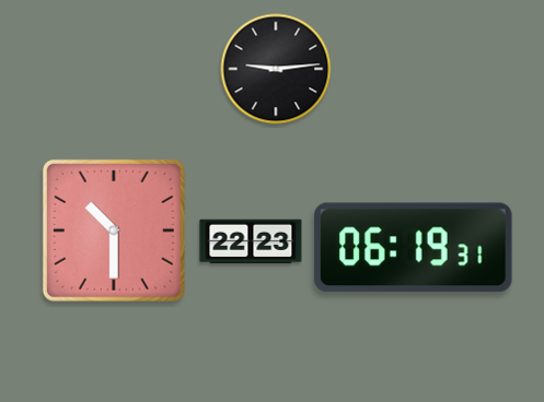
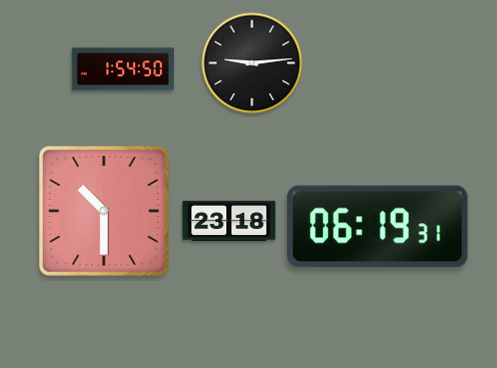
clock at (123, 69): none -> 1:54
clock at (251, 241): 22:23 -> 23:18
